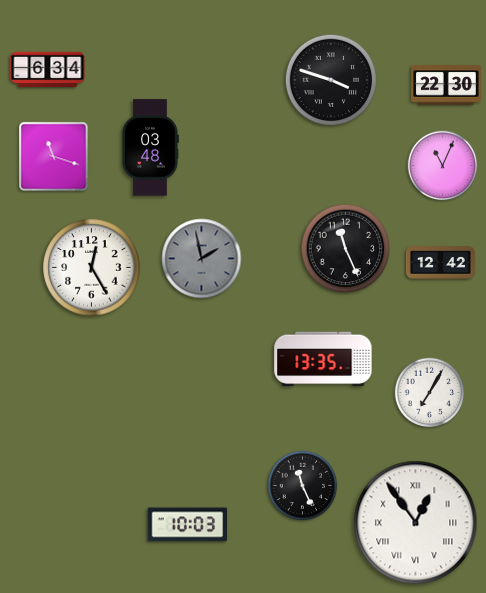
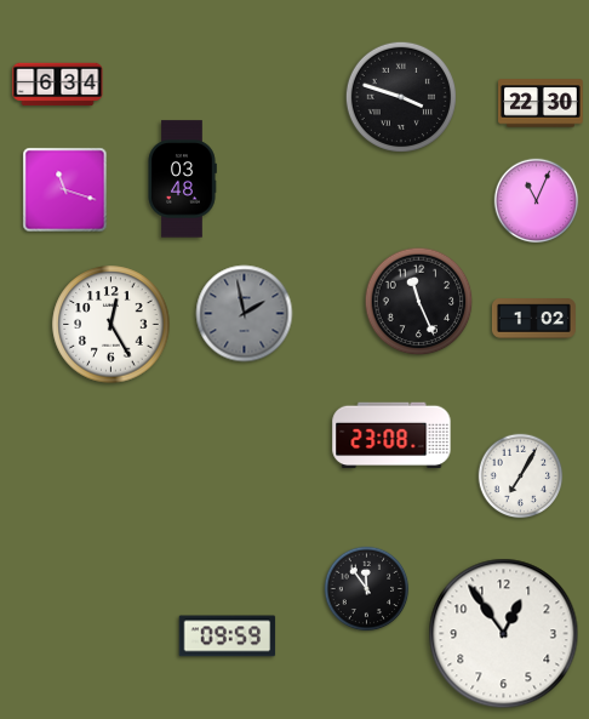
clock at (440, 263): 12:42 -> 1:02
clock at (323, 359): 13:35 -> 23:08
clock at (303, 486): 11:26 -> 11:54
clock at (416, 523) numerals: Roman -> Arabic
clock at (188, 525): 10:03 -> 09:59
